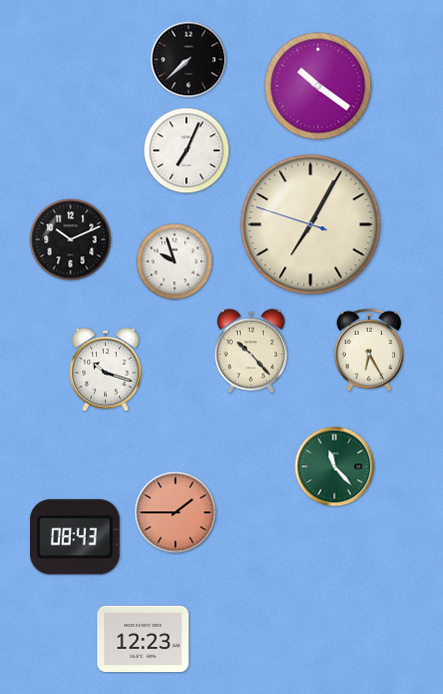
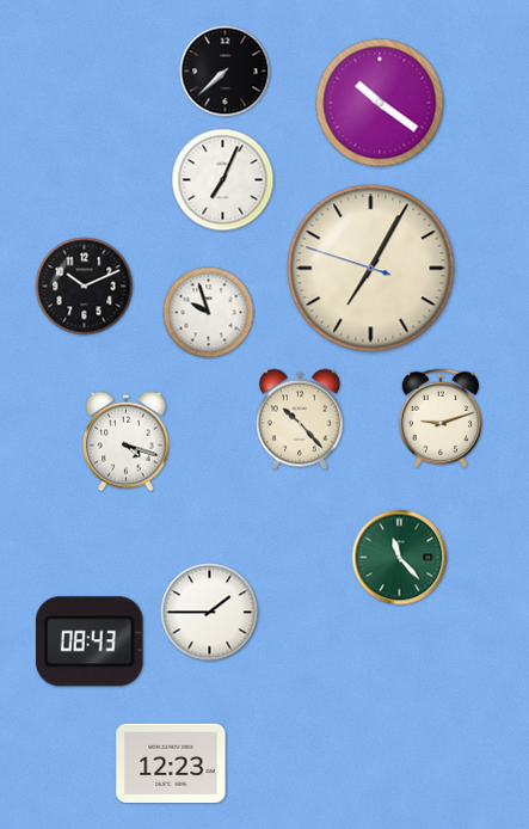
clock at (369, 350): 6:25 -> 9:12
clock at (106, 370): 10:18 -> 4:18
clock at (176, 513) dial: salmon -> white
